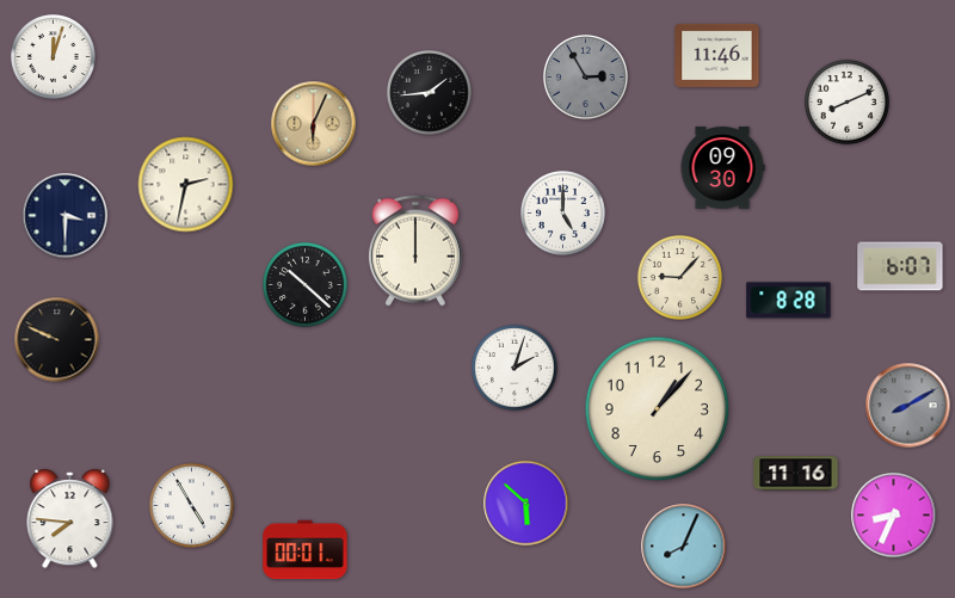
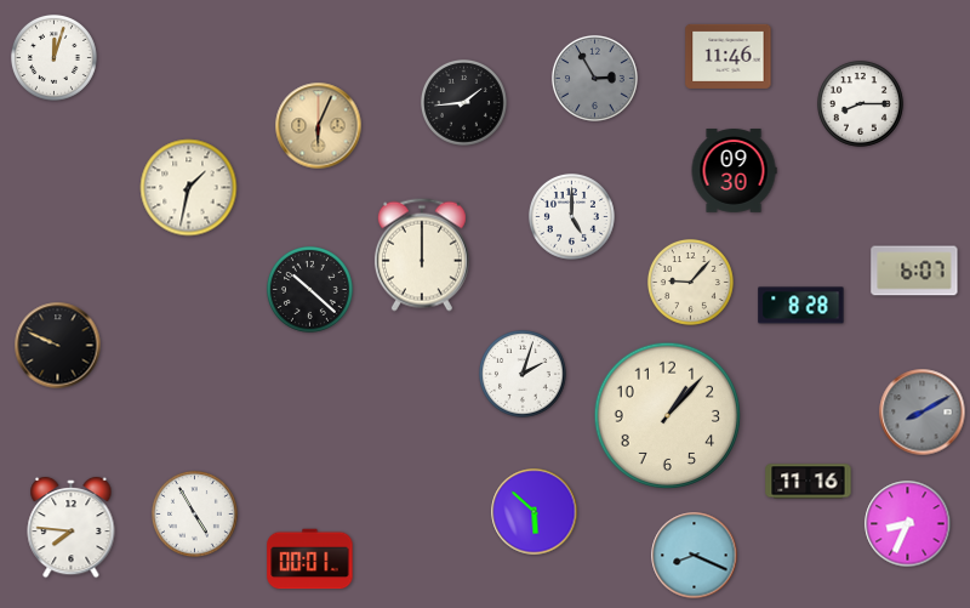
clock at (429, 92) position: (429, 92) -> (463, 102)
clock at (846, 101): 8:11 -> 8:15
clock at (186, 185): 2:32 -> 1:32
clock at (66, 216): 3:30 -> none
clock at (684, 547): 8:04 -> 8:19
